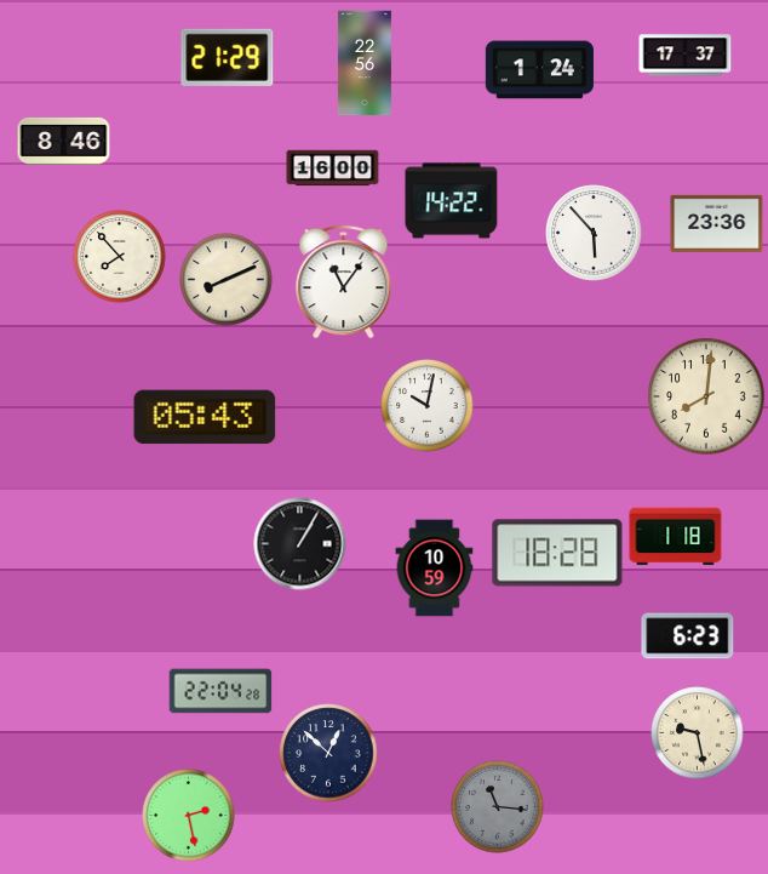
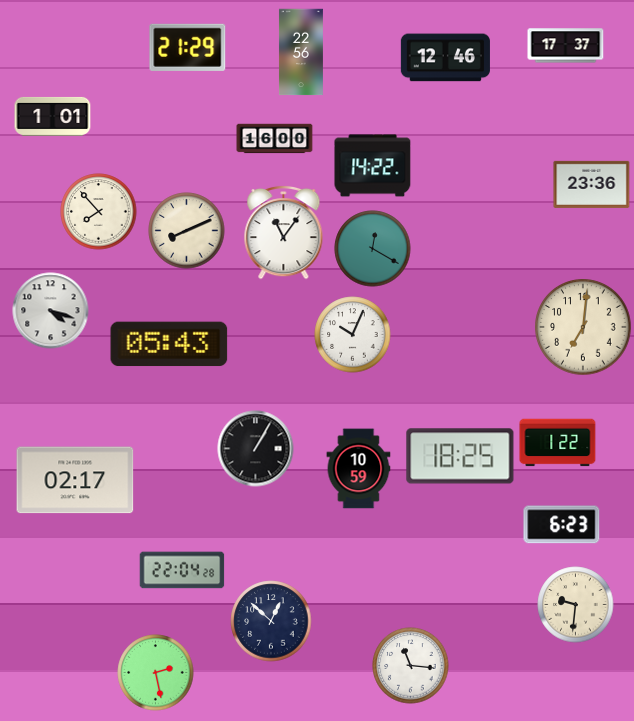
clock at (539, 70): 1:24 -> 12:46
clock at (64, 141): 8:46 -> 1:01
clock at (594, 233): 5:53 -> none
clock at (373, 249): none -> 12:20
clock at (51, 311): none -> 4:18
clock at (706, 396): 8:01 -> 7:01
clock at (428, 406): 10:02 -> 10:04
clock at (676, 537): 1:18 -> 1:22
clock at (300, 544) position: (300, 544) -> (256, 449)
clock at (557, 553): 18:28 -> 18:25
clock at (75, 480): none -> 02:17
clock at (688, 636) position: (688, 636) -> (562, 525)
clock at (698, 733): 9:28 -> 9:31
clock at (498, 807) dial: grey -> white
